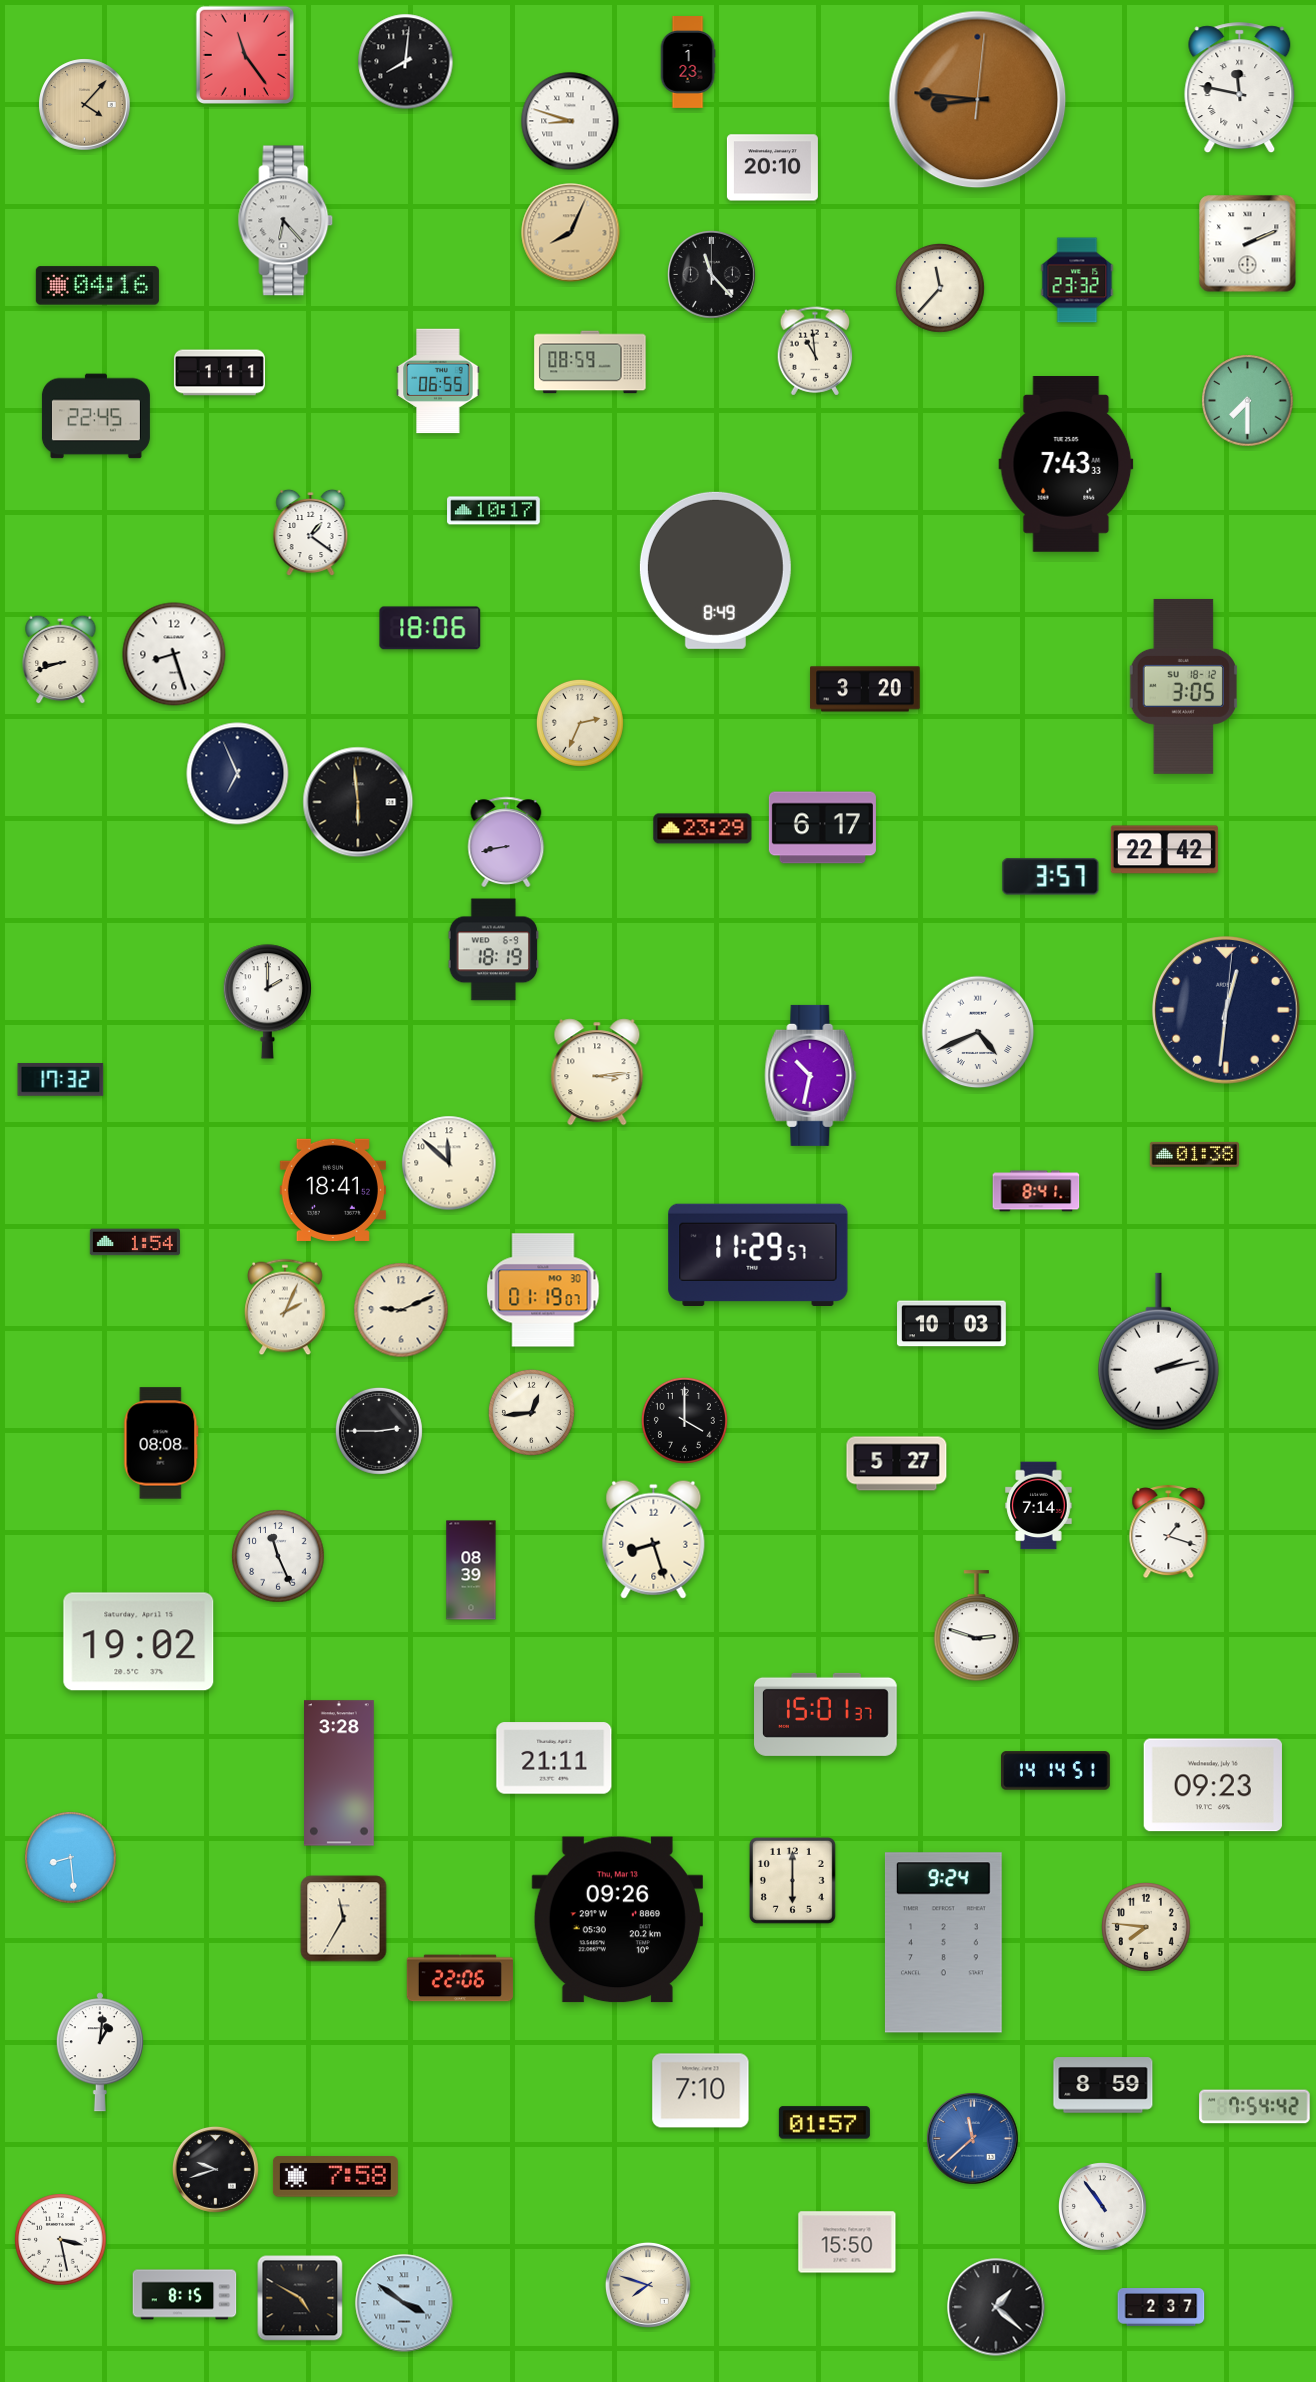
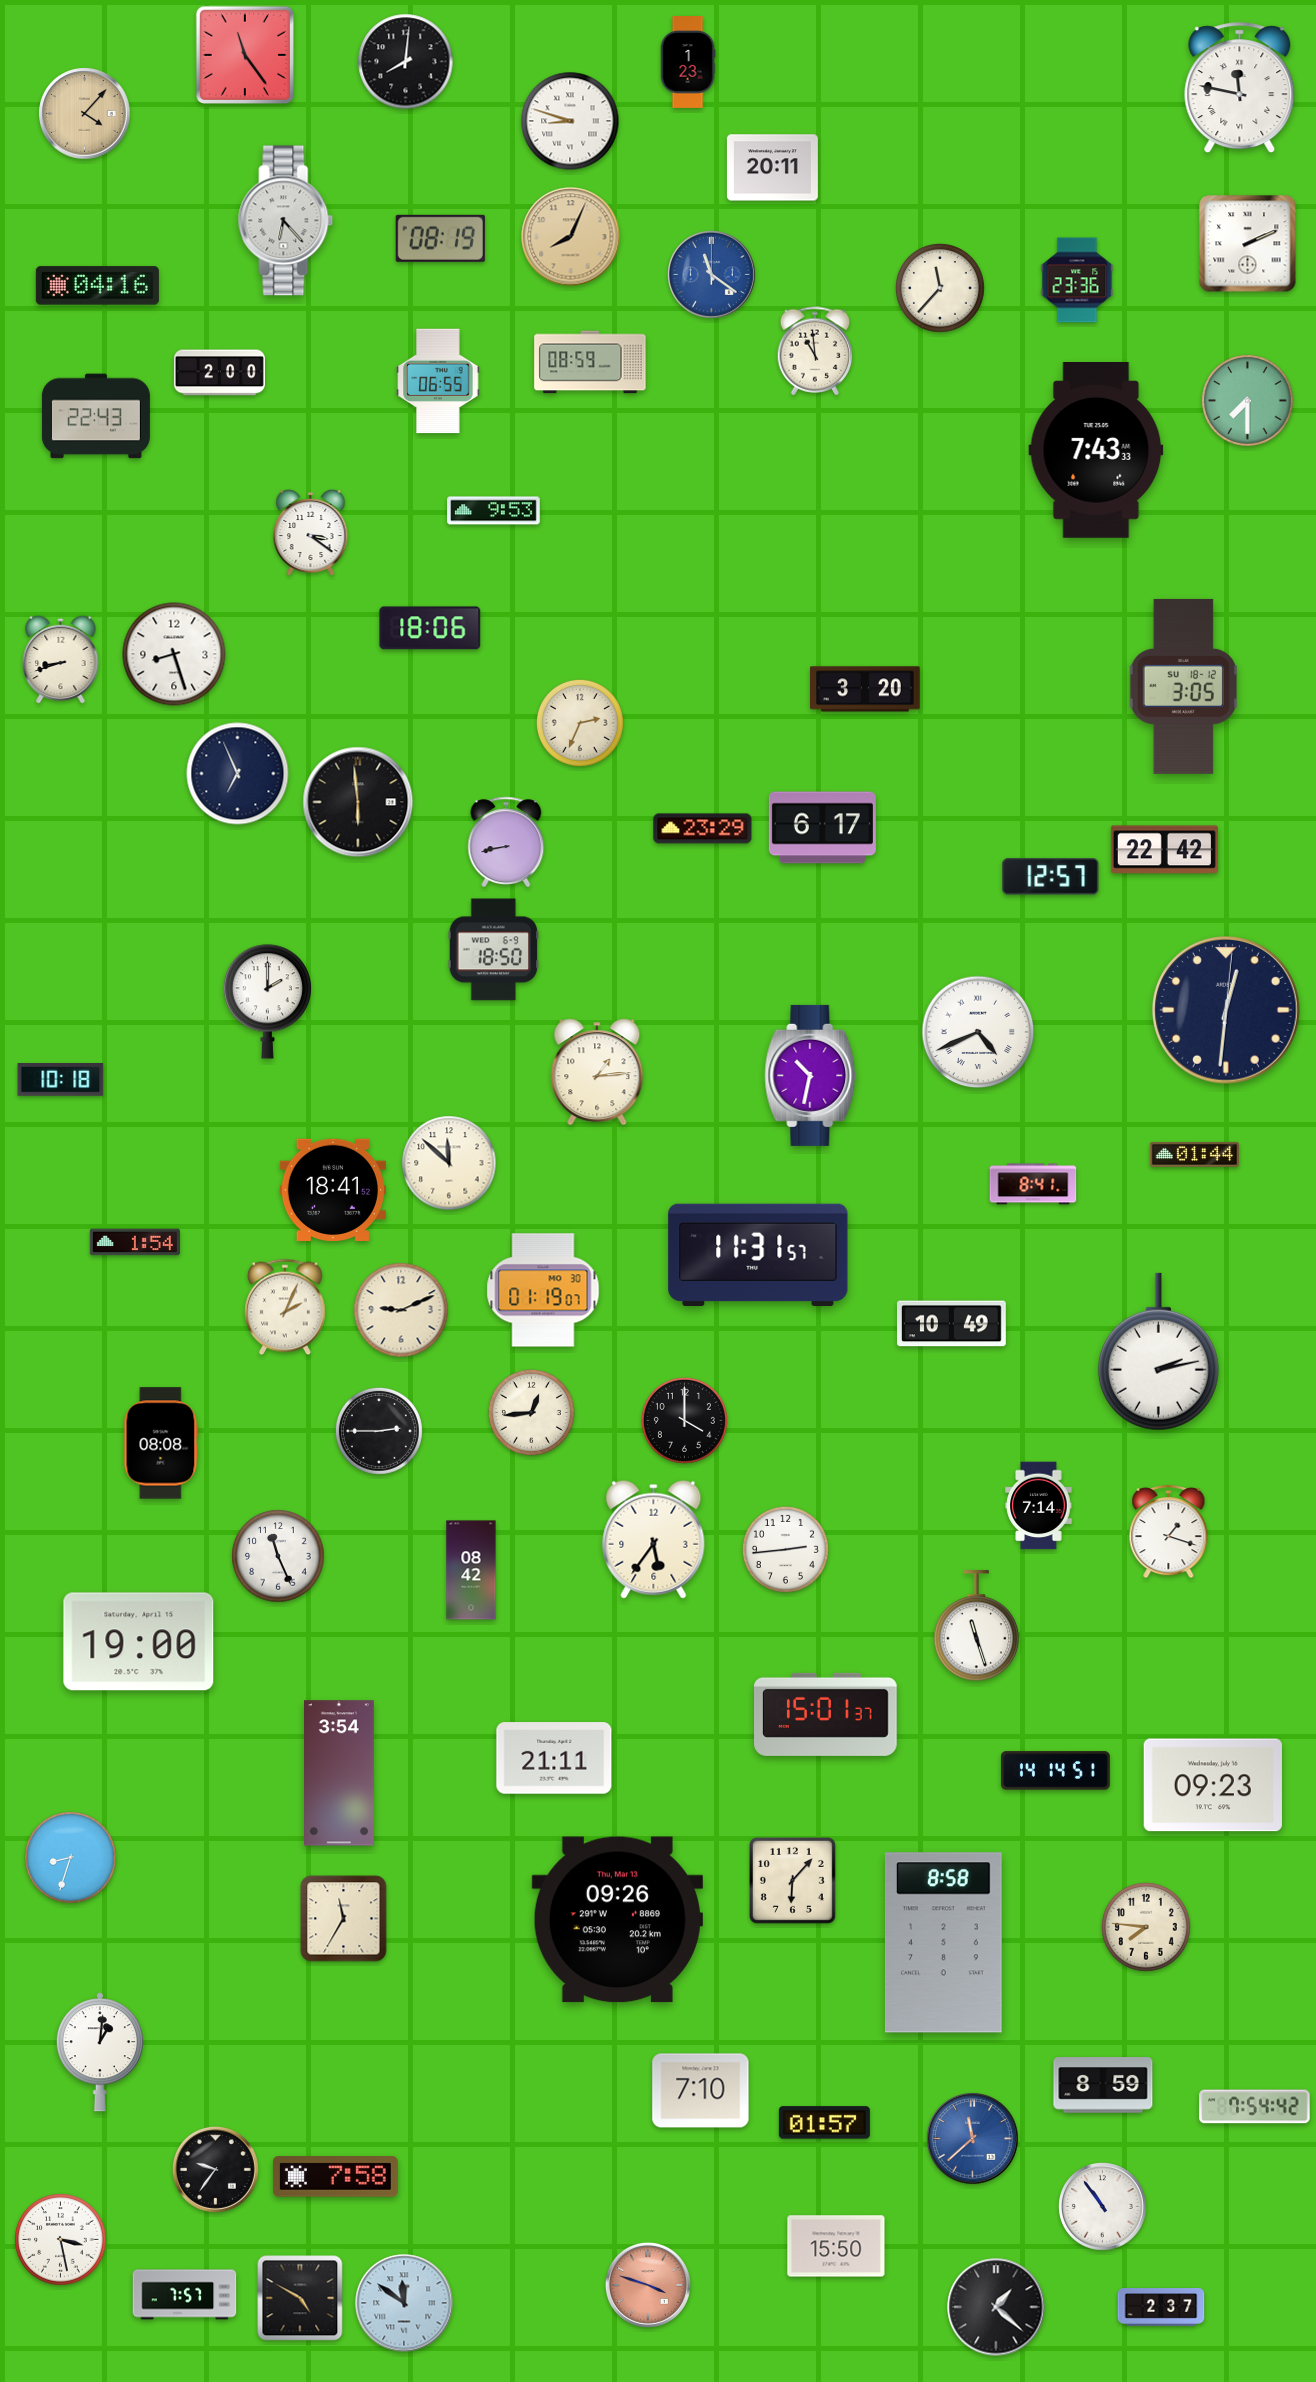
clock at (978, 100): 8:46 -> none
clock at (85, 105) position: (85, 105) -> (85, 114)
clock at (772, 168): 20:10 -> 20:11
clock at (571, 233) position: (571, 233) -> (571, 237)
clock at (440, 238): none -> 08:19
clock at (712, 275): 11:23 -> 11:21
clock at (712, 275) dial: black -> blue
clock at (1077, 280): 23:32 -> 23:36
clock at (219, 373): 1:11 -> 2:00
clock at (96, 416): 22:45 -> 22:43
clock at (1066, 465) position: (1066, 465) -> (1096, 451)
clock at (494, 511): 10:17 -> 9:53
clock at (311, 533): 1:21 -> 3:21
clock at (715, 570): 8:49 -> none
clock at (1051, 877): 3:57 -> 12:57
clock at (494, 950): 18:19 -> 18:50
clock at (597, 1072): 3:14 -> 1:14
clock at (61, 1080): 17:32 -> 10:18
clock at (1194, 1154): 01:38 -> 01:44
clock at (1036, 1191) position: (1036, 1191) -> (1033, 1184)
clock at (758, 1254): 11:29 -> 11:31
clock at (952, 1324): 10:03 -> 10:49
clock at (897, 1464): 5:27 -> none
clock at (654, 1539): 8:27 -> 5:36
clock at (785, 1549): none -> 2:44
clock at (471, 1570): 08:39 -> 08:42
clock at (977, 1626): 2:48 -> 11:27
clock at (139, 1642): 19:02 -> 19:00
clock at (340, 1773): 3:28 -> 3:54
clock at (71, 1858): 8:29 -> 8:33
clock at (792, 1880): 6:00 -> 6:07
clock at (943, 1943): 9:24 -> 8:58
clock at (460, 1978): 22:06 -> none
clock at (215, 2169): 9:42 -> 9:36
clock at (847, 2242) position: (847, 2242) -> (836, 2246)
clock at (648, 2285): 7:48 -> 3:48
clock at (648, 2285) dial: cream -> salmon
clock at (185, 2295): 8:15 -> 7:57
clock at (404, 2303): 3:51 -> 11:51
